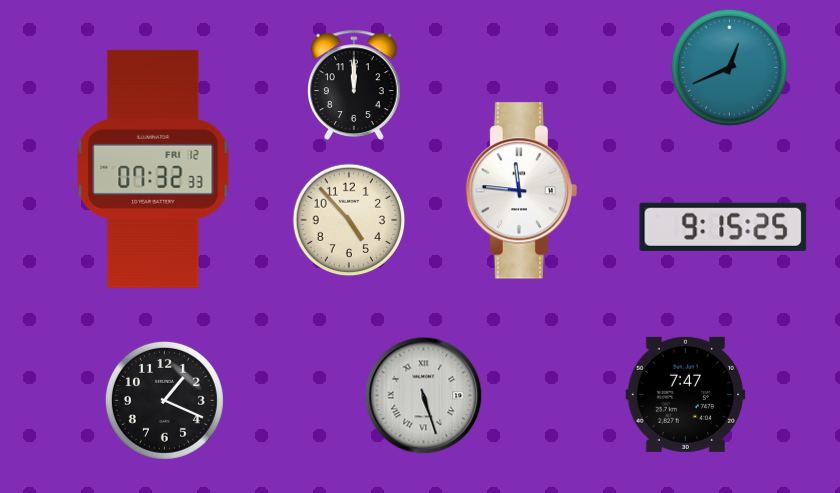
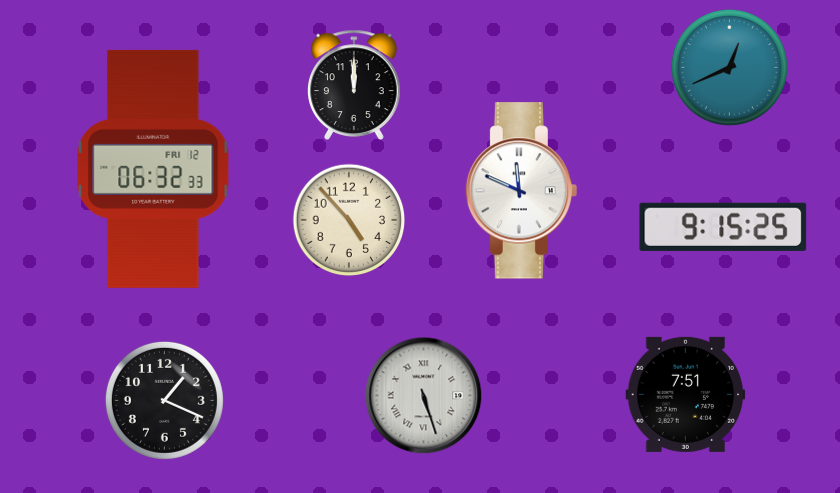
clock at (153, 169): 07:32 -> 06:32
clock at (522, 191): 11:46 -> 11:49
clock at (686, 394): 7:47 -> 7:51
